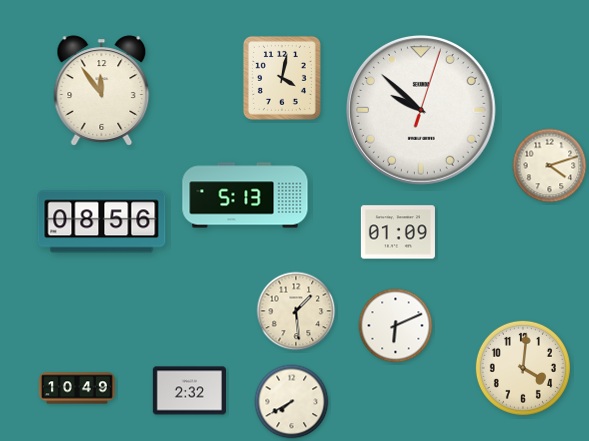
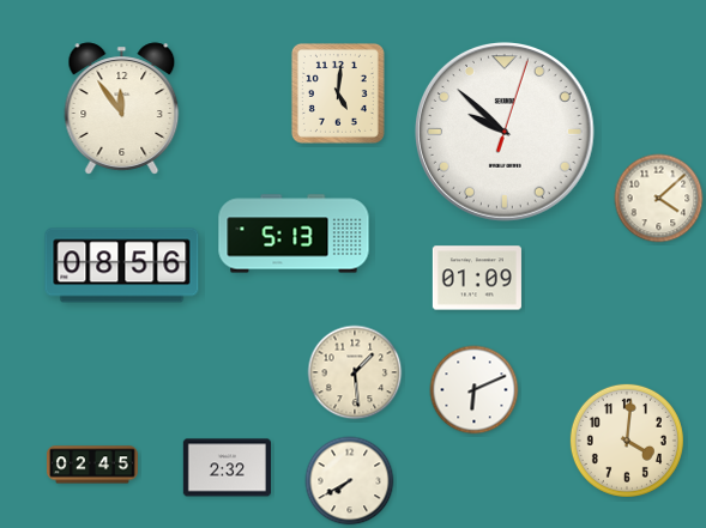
clock at (282, 78): 4:02 -> 5:01
clock at (550, 166): 4:12 -> 4:08
clock at (77, 388): 10:49 -> 02:45
